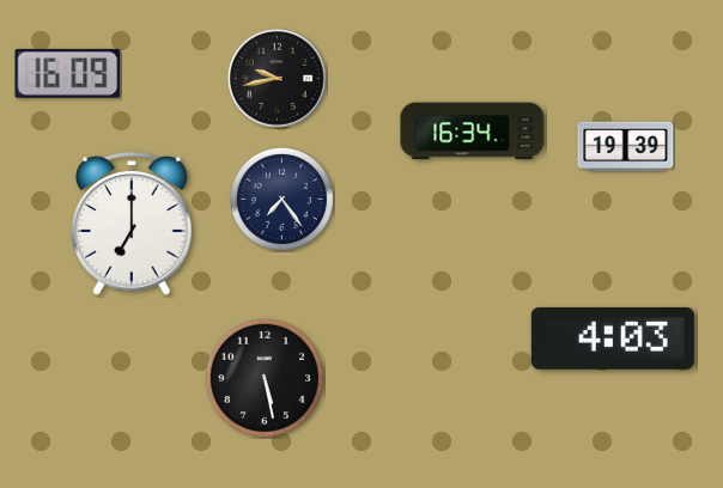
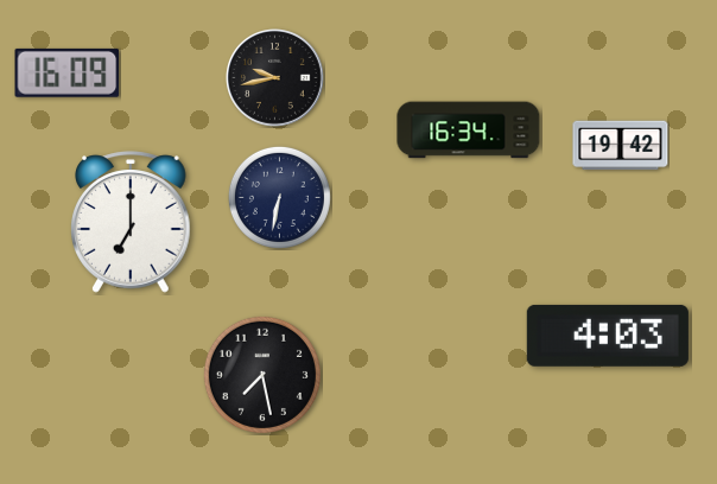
clock at (626, 147): 19:39 -> 19:42
clock at (281, 199): 7:24 -> 6:32
clock at (265, 378): 5:28 -> 7:28
